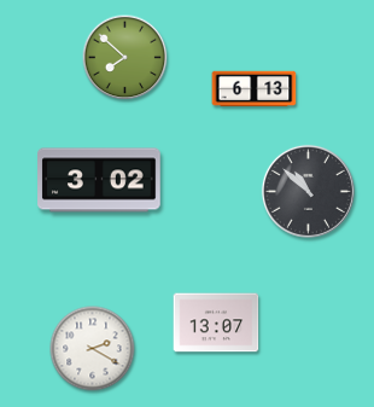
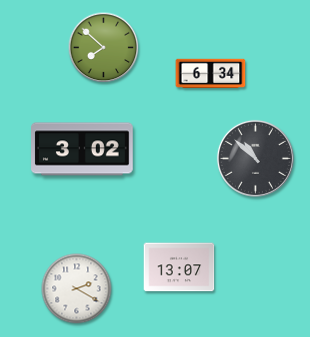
clock at (255, 89): 6:13 -> 6:34
